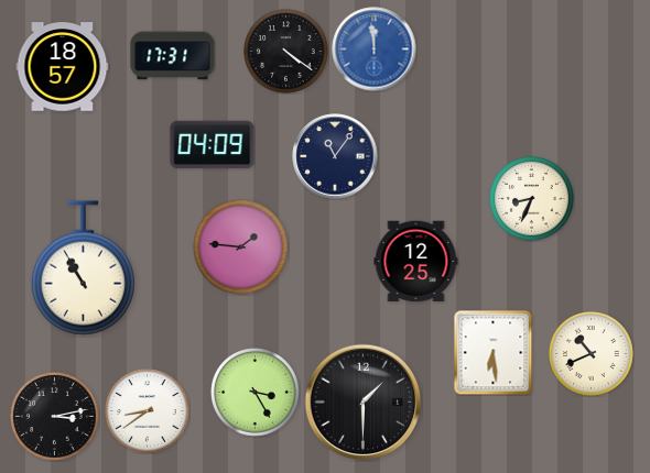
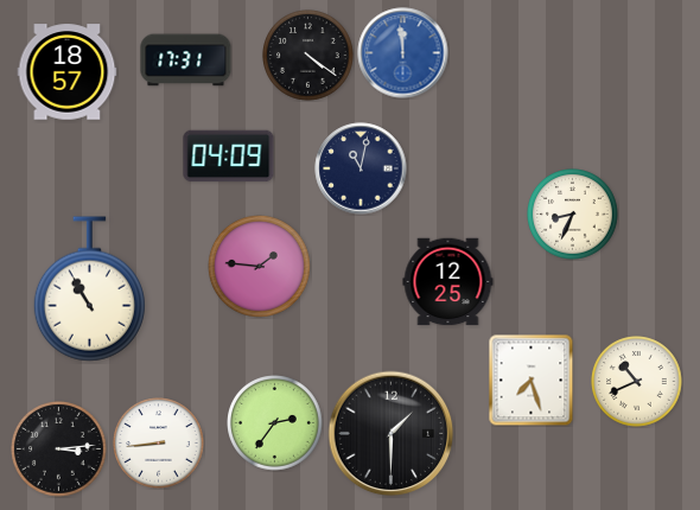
clock at (335, 156): 11:06 -> 11:02
clock at (494, 352): 6:29 -> 7:27
clock at (256, 393): 3:25 -> 2:36
clock at (148, 411): 8:39 -> 8:44
clock at (55, 417): 3:13 -> 3:14
